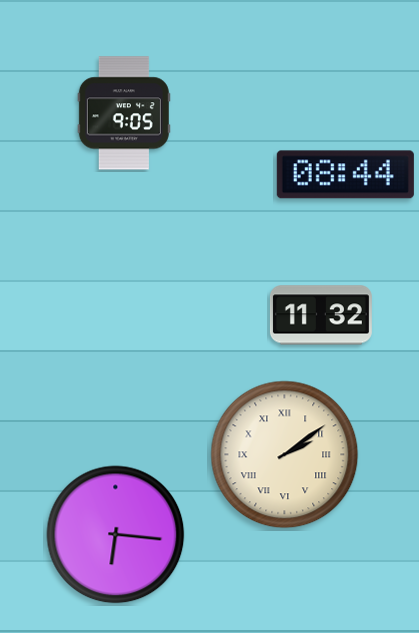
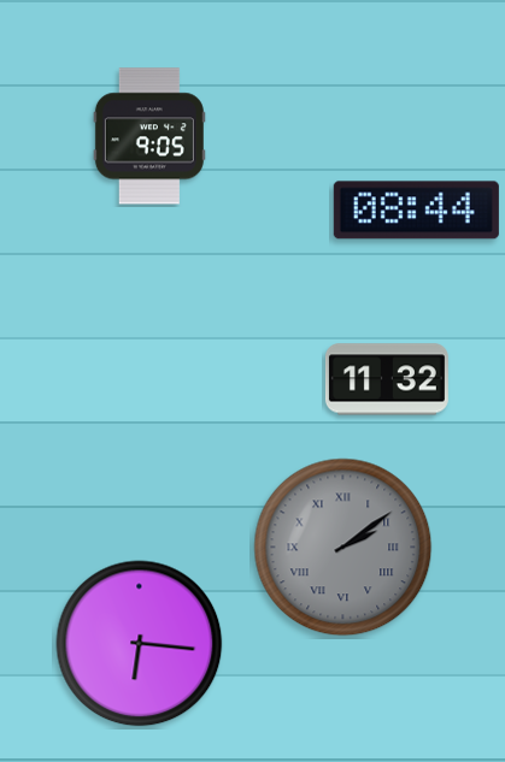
clock at (285, 455) dial: cream -> grey
